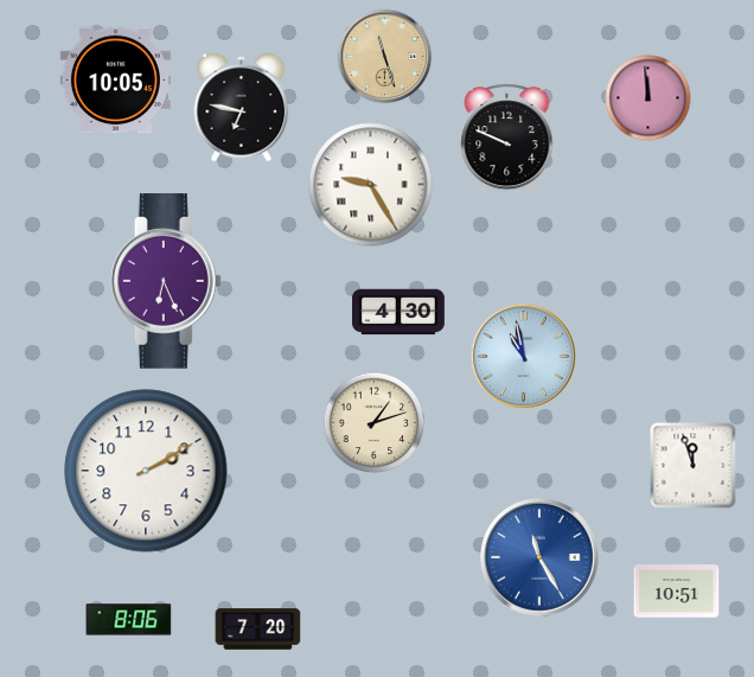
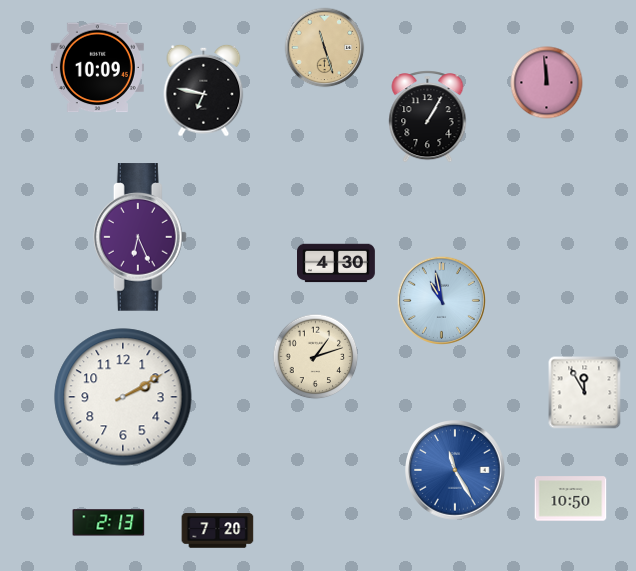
clock at (115, 81): 10:05 -> 10:09
clock at (507, 139): 9:49 -> 1:05
clock at (371, 185): 9:25 -> none
clock at (694, 466): 11:57 -> 11:55
clock at (677, 592): 10:51 -> 10:50
clock at (129, 620): 8:06 -> 2:13
